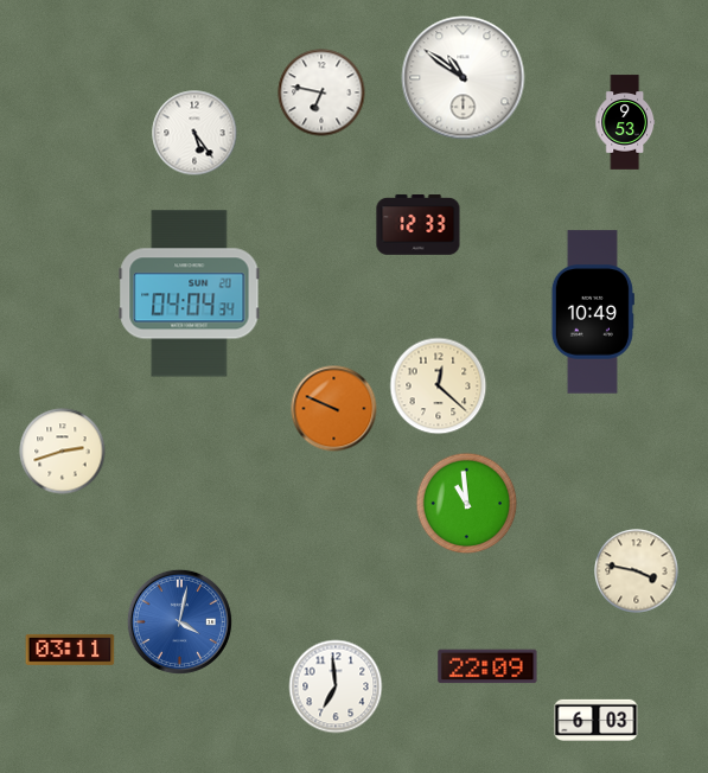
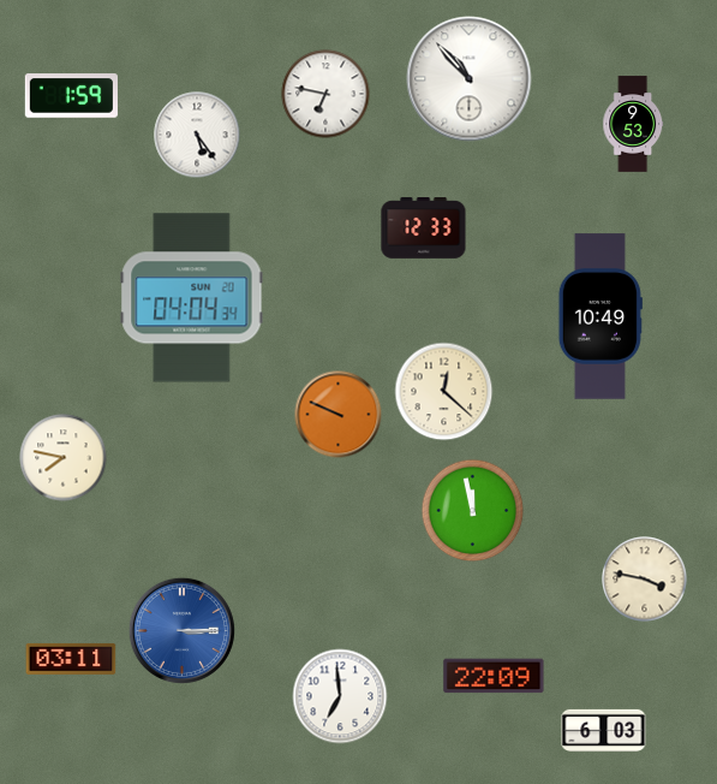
clock at (464, 78): 10:51 -> 10:53
clock at (71, 96): none -> 1:59
clock at (63, 452): 2:42 -> 7:47
clock at (467, 504): 10:59 -> 11:58
clock at (179, 621): 4:02 -> 3:15
